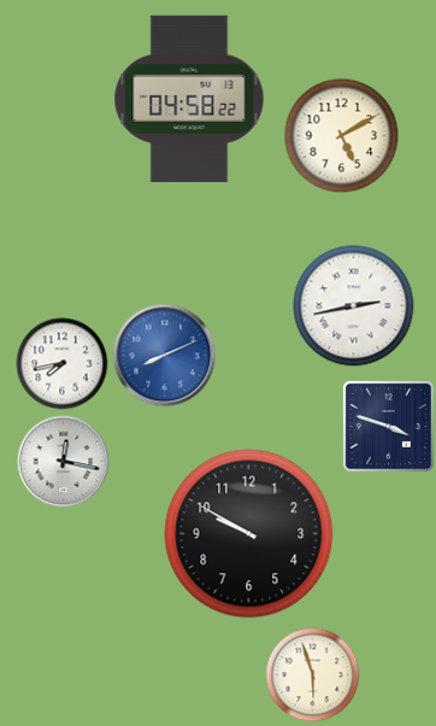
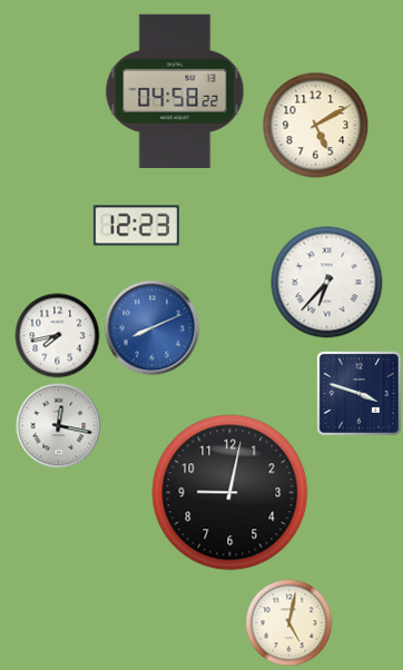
clock at (136, 226): none -> 12:23
clock at (354, 306): 2:43 -> 6:37
clock at (249, 534): 9:50 -> 9:02
clock at (313, 675): 5:57 -> 5:02
